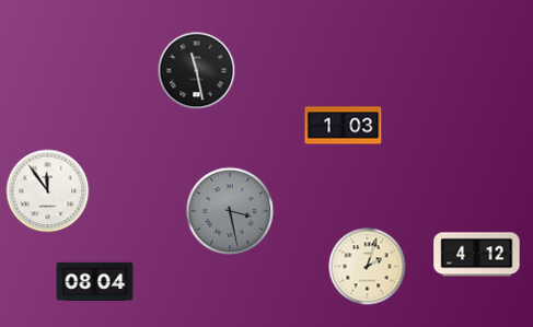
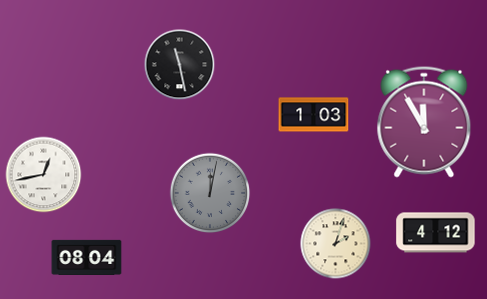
clock at (424, 122): none -> 11:55
clock at (48, 191): 11:54 -> 12:43
clock at (230, 211): 3:28 -> 12:02
